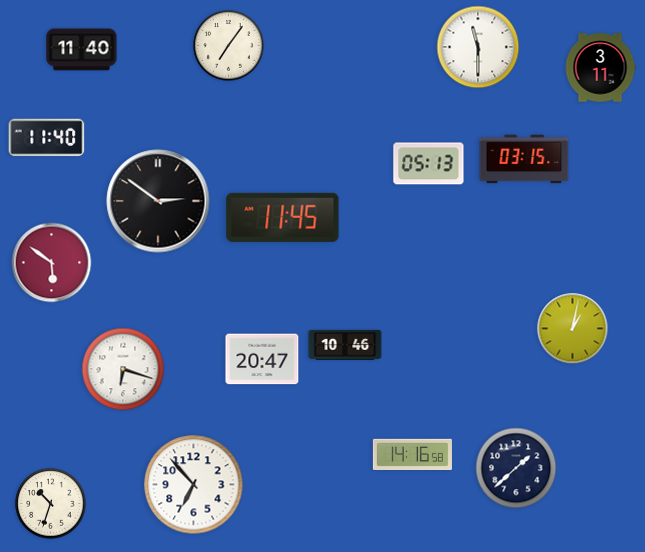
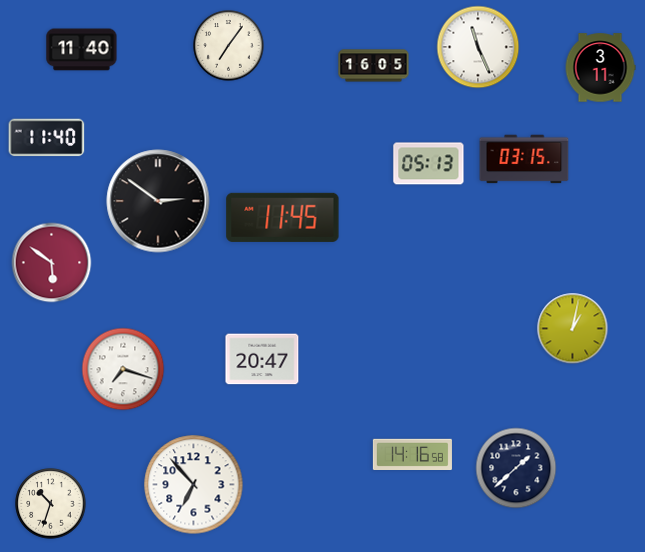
clock at (478, 47): 11:30 -> 11:26
clock at (374, 66): none -> 16:05
clock at (345, 345): 10:46 -> none
clock at (123, 369): 6:18 -> 7:18
